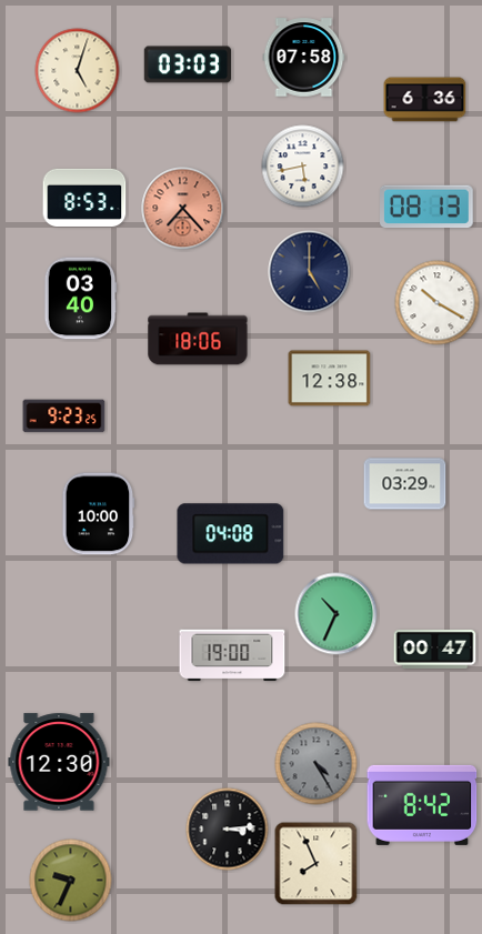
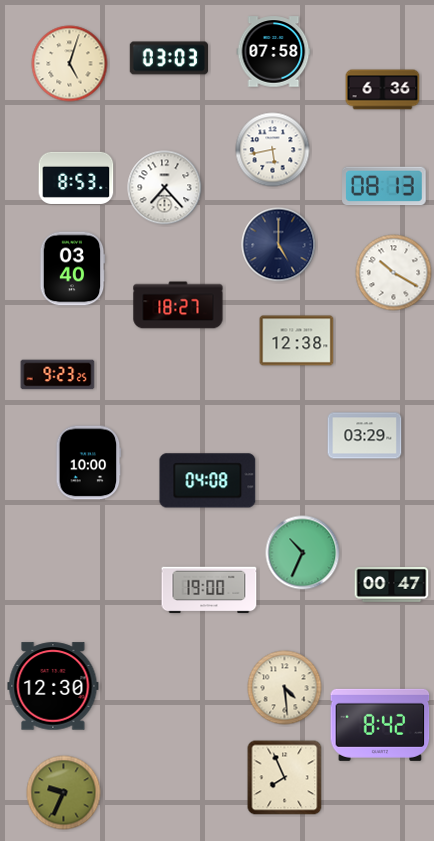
clock at (183, 209) dial: salmon -> white
clock at (198, 339): 18:06 -> 18:27
clock at (317, 764): 4:25 -> 4:29
clock at (317, 764) dial: grey -> cream
clock at (228, 830): 3:14 -> none
